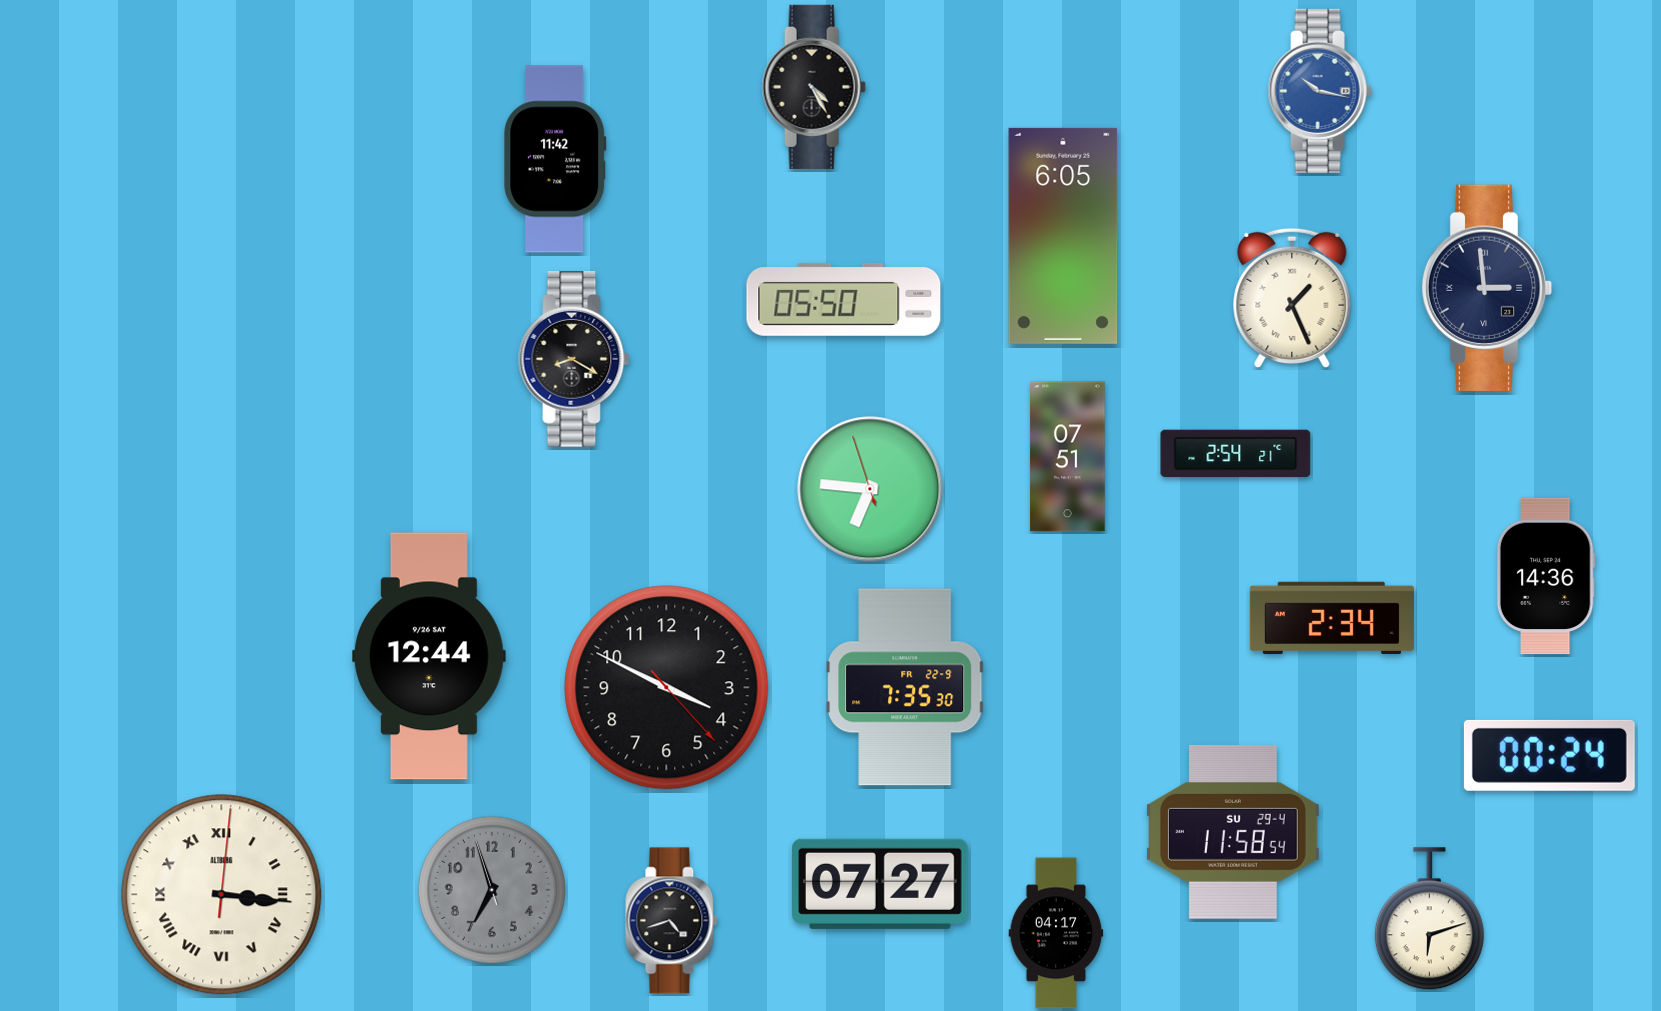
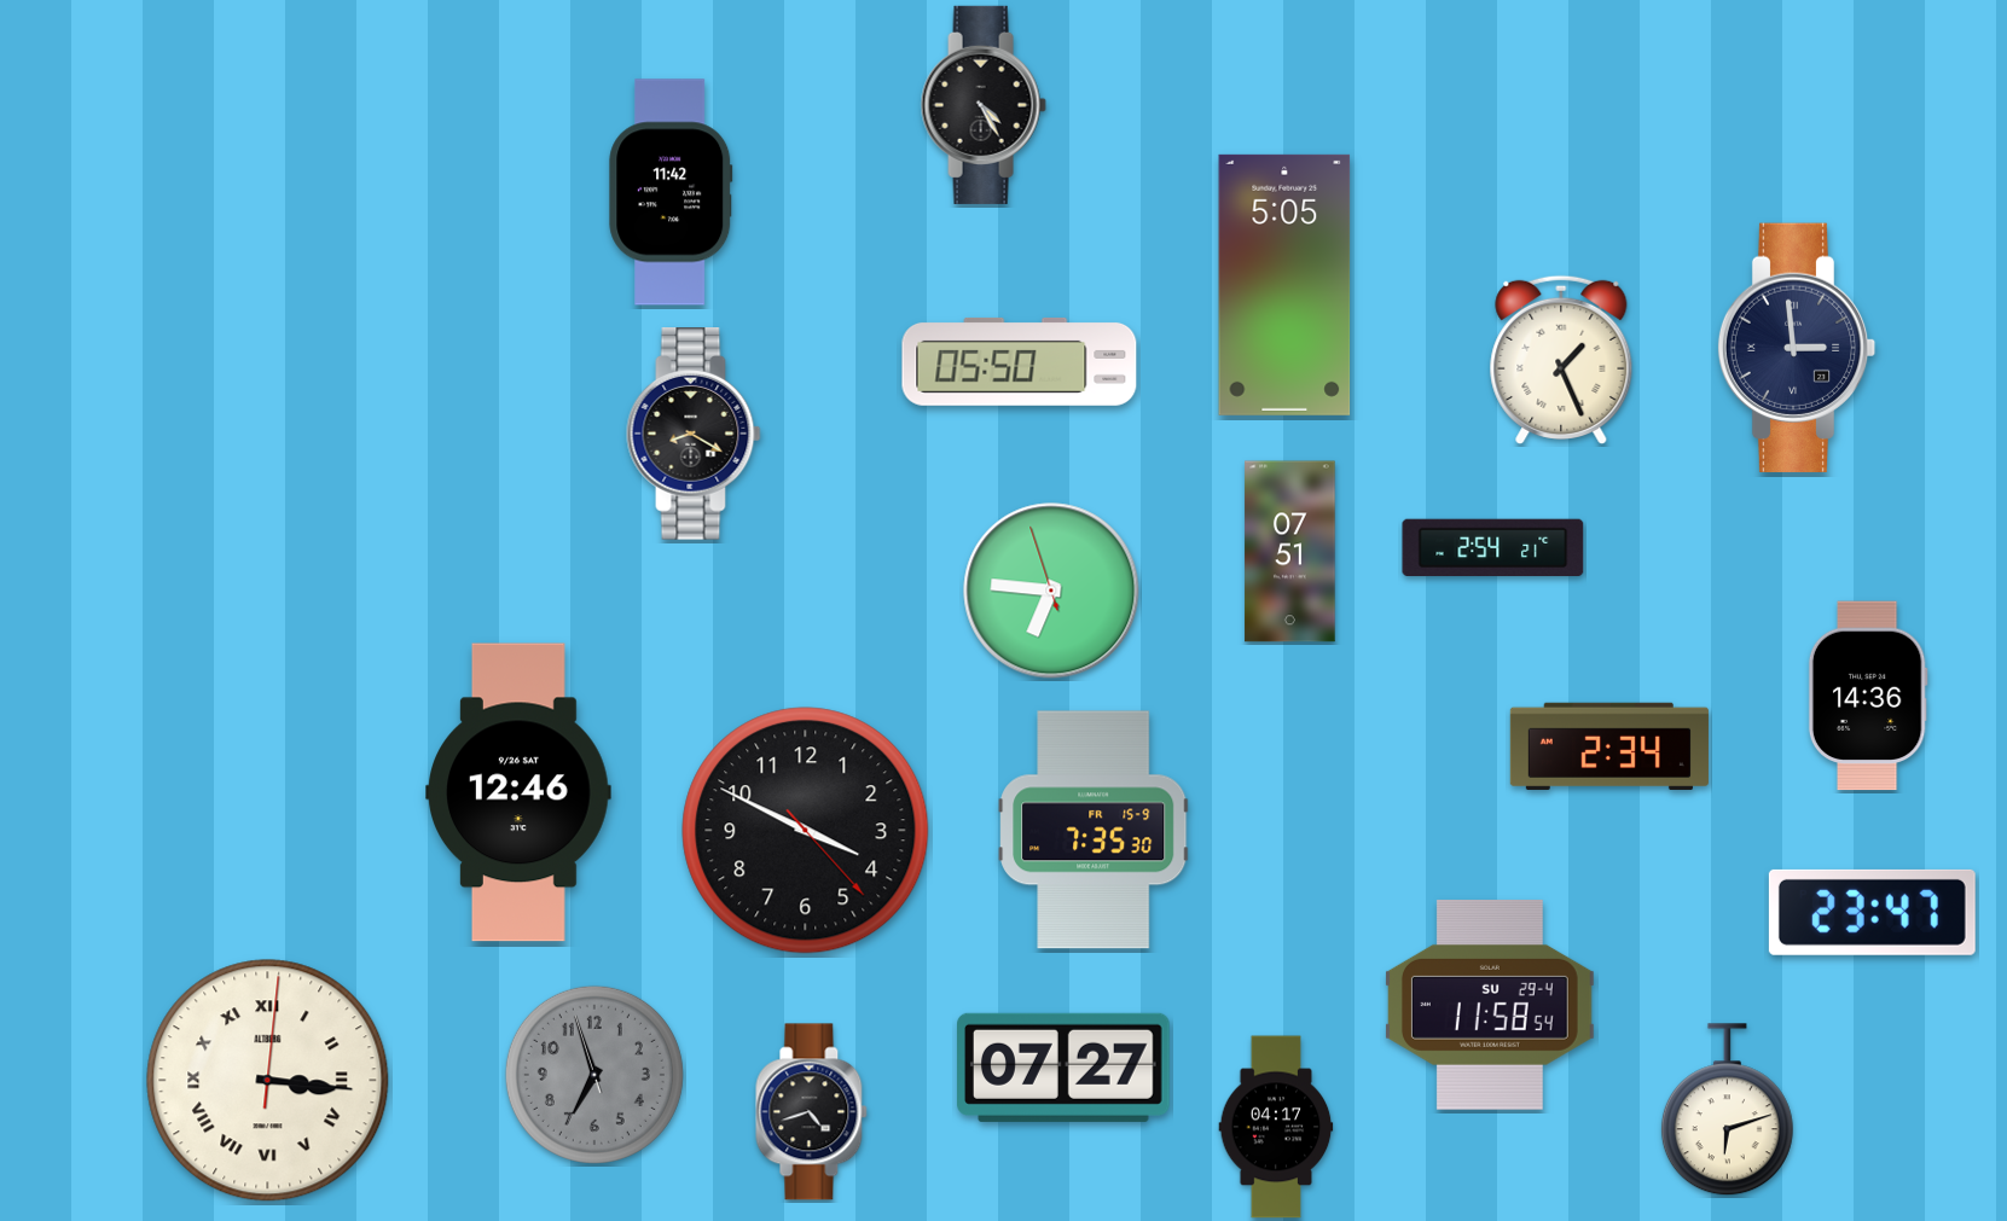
clock at (1320, 91): 10:17 -> none
clock at (1063, 236): 6:05 -> 5:05
clock at (429, 656): 12:44 -> 12:46
clock at (905, 687) date: FR 22-9 -> FR 15-9
clock at (1549, 755): 00:24 -> 23:47
